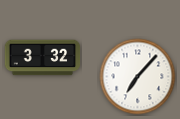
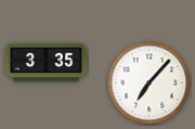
clock at (43, 58): 3:32 -> 3:35
